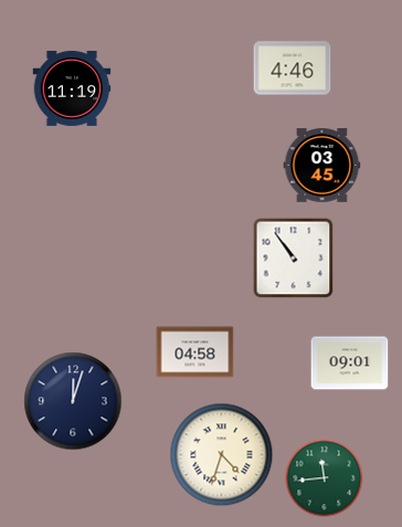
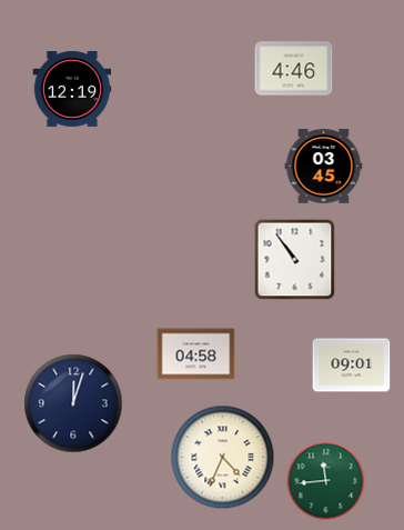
clock at (72, 88): 11:19 -> 12:19
clock at (222, 455): 4:33 -> 4:34
